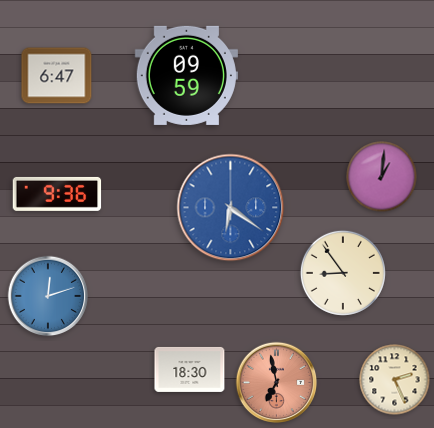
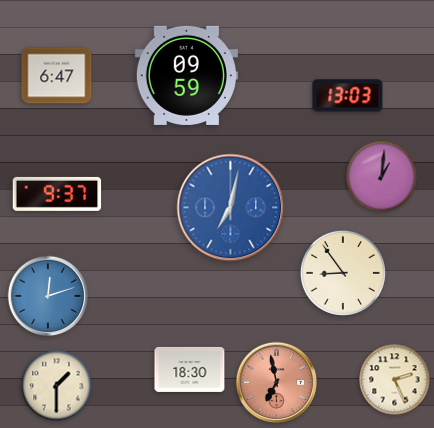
clock at (348, 96): none -> 13:03
clock at (57, 194): 9:36 -> 9:37
clock at (231, 208): 6:21 -> 7:02
clock at (57, 386): none -> 1:30
